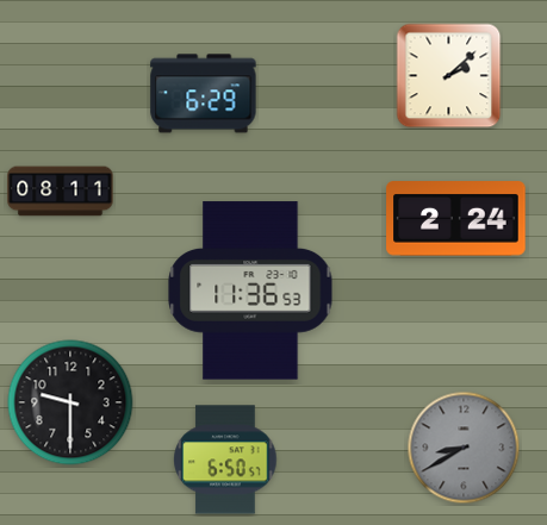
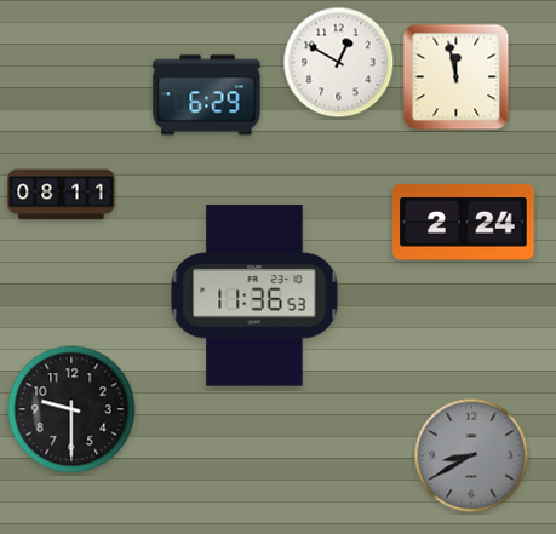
clock at (339, 63): none -> 12:50
clock at (449, 76): 2:08 -> 11:58
clock at (225, 460): 6:50 -> none
